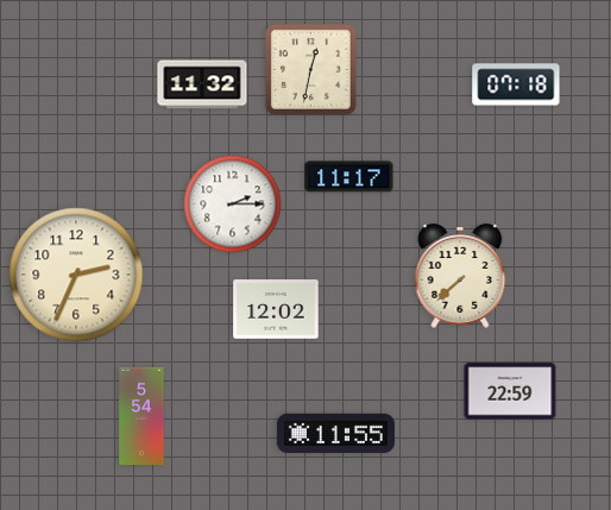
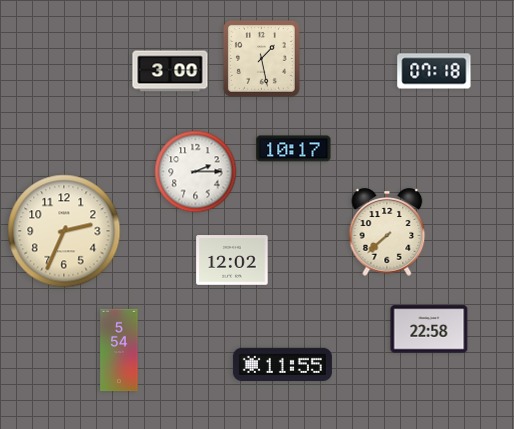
clock at (310, 69): 12:32 -> 1:28
clock at (202, 84): 11:32 -> 3:00
clock at (349, 177): 11:17 -> 10:17
clock at (510, 391): 22:59 -> 22:58
